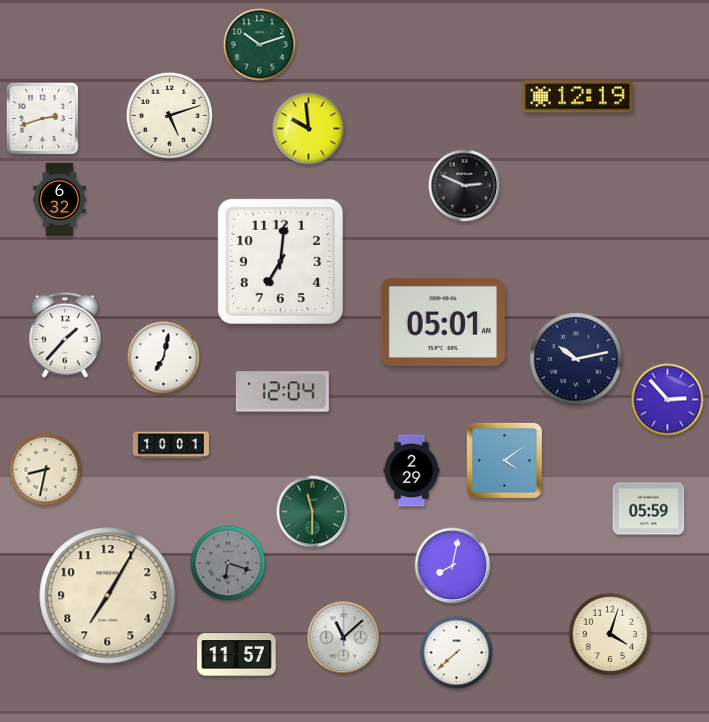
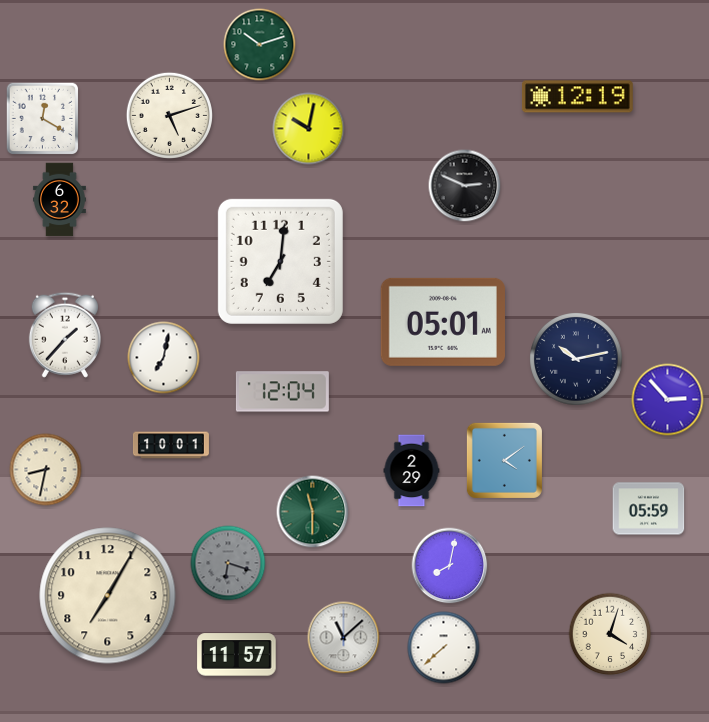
clock at (43, 119): 2:42 -> 12:20
clock at (309, 129): 9:59 -> 10:02
clock at (453, 566) position: (453, 566) -> (450, 566)
clock at (457, 653) position: (457, 653) -> (444, 648)
